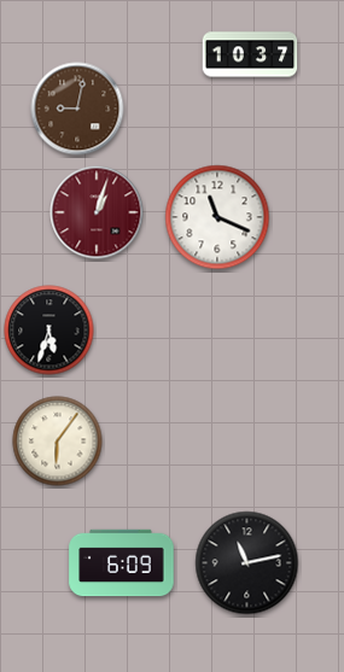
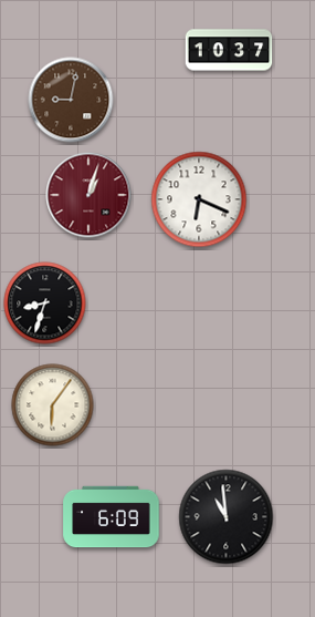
clock at (217, 217): 11:19 -> 6:19
clock at (49, 331): 5:33 -> 8:33
clock at (247, 563): 11:13 -> 10:59
